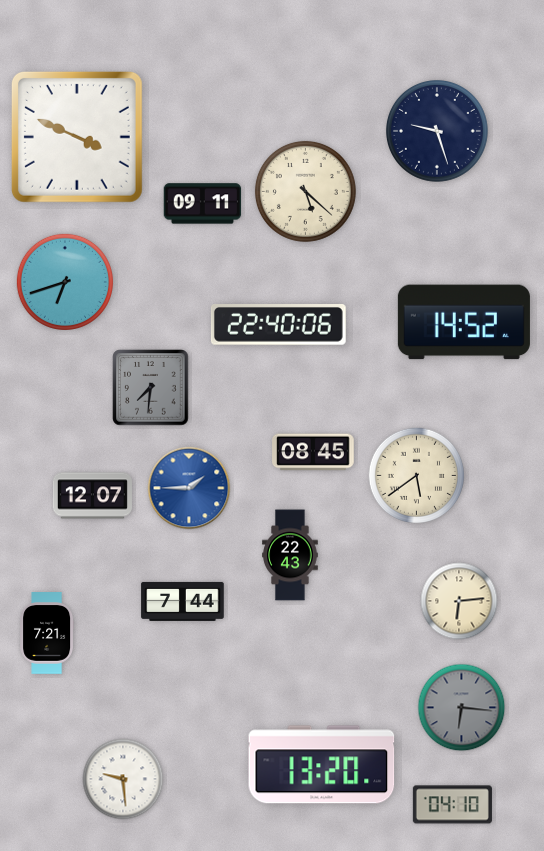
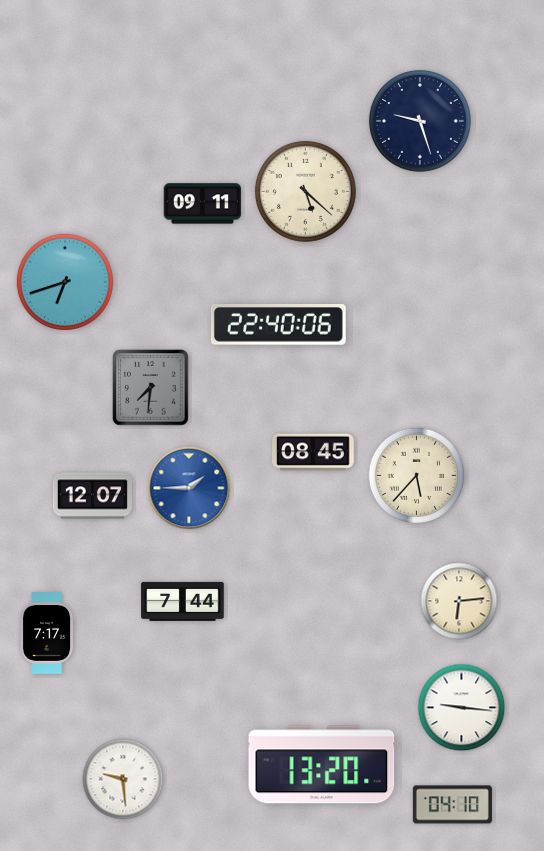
clock at (437, 131) position: (437, 131) -> (420, 121)
clock at (77, 137): 3:49 -> none
clock at (464, 322): 14:52 -> none
clock at (416, 475): 5:39 -> 5:37
clock at (290, 555): 22:43 -> none
clock at (47, 633): 7:21 -> 7:17
clock at (462, 708): 6:16 -> 9:16
clock at (462, 708) dial: grey -> white
